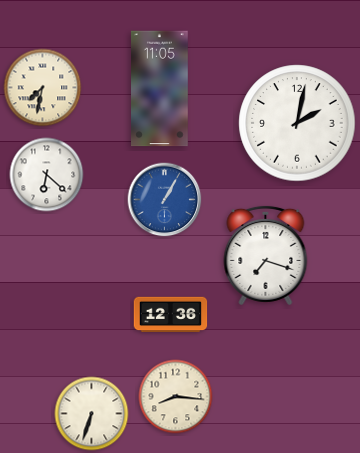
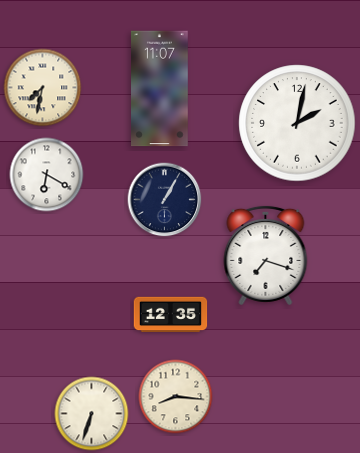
clock at (160, 89): 11:05 -> 11:07
clock at (47, 175): 6:22 -> 6:20
clock at (165, 200) dial: blue -> navy
clock at (171, 315): 12:36 -> 12:35
